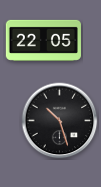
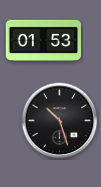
clock at (43, 40): 22:05 -> 01:53
